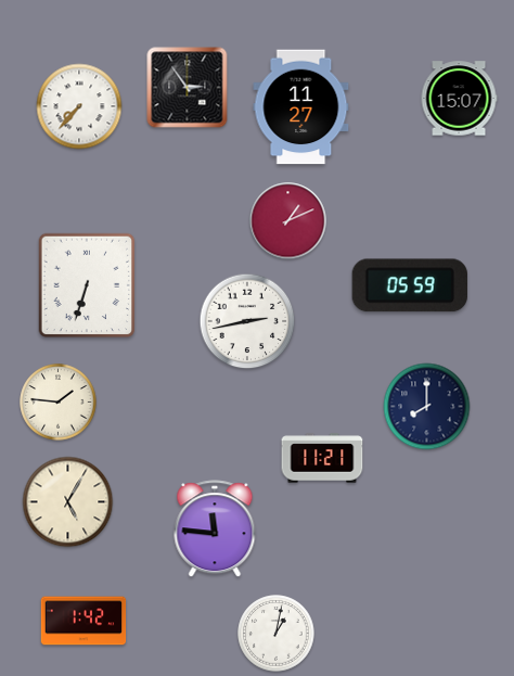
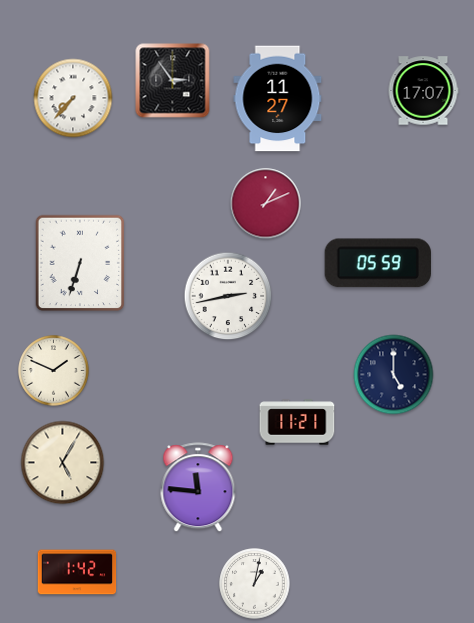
clock at (459, 99): 15:07 -> 17:07
clock at (59, 403): 1:46 -> 1:49
clock at (427, 407): 8:00 -> 5:00
